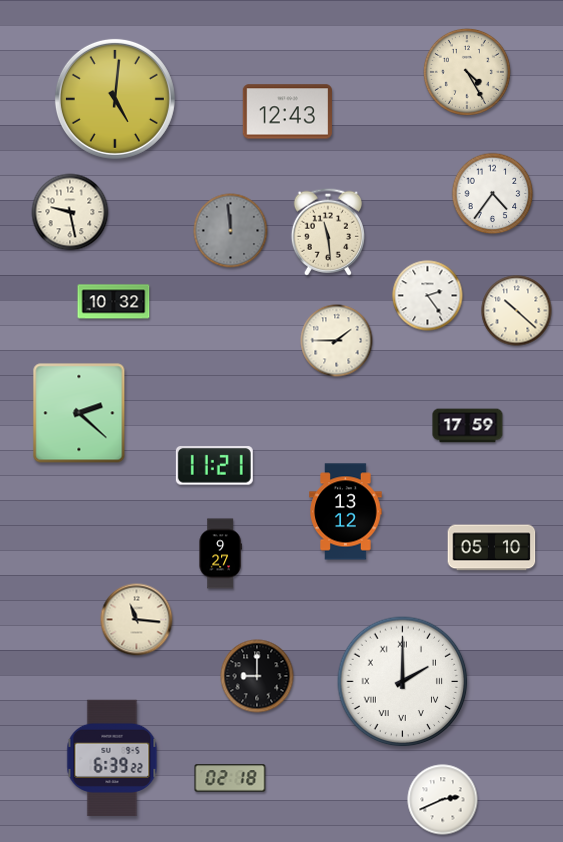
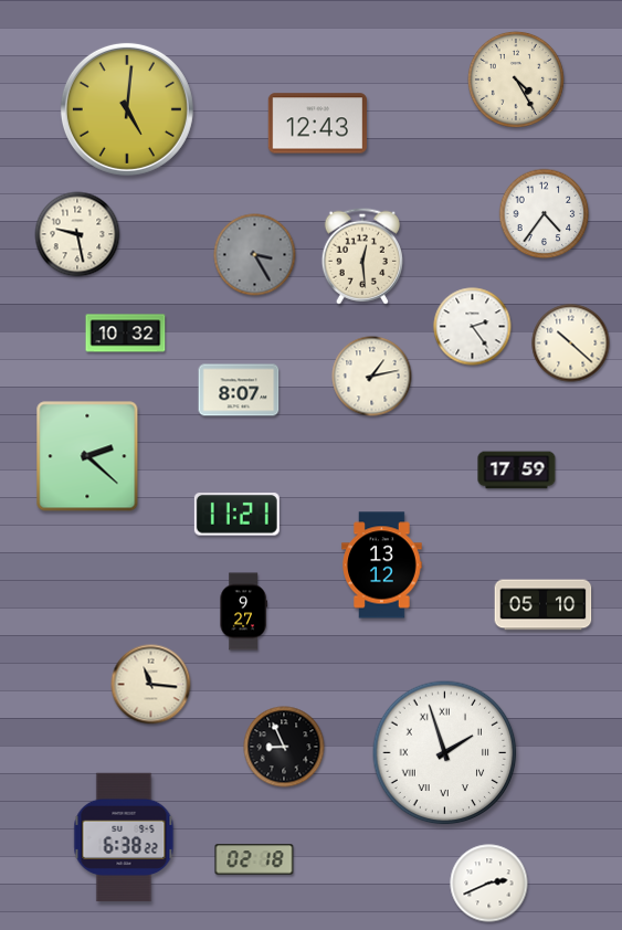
clock at (231, 231): 11:59 -> 3:25
clock at (328, 232): 11:29 -> 12:29
clock at (337, 341): 1:45 -> 1:13
clock at (239, 390): none -> 8:07
clock at (257, 676): 9:00 -> 8:56
clock at (403, 682): 2:00 -> 1:57
clock at (112, 758): 6:39 -> 6:38
